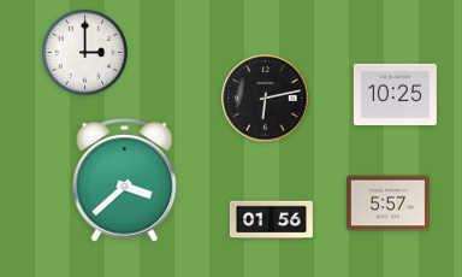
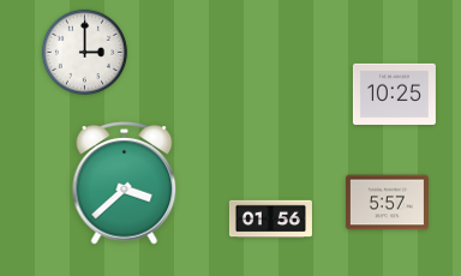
clock at (266, 99): 6:13 -> none
clock at (125, 181) position: (125, 181) -> (125, 184)
